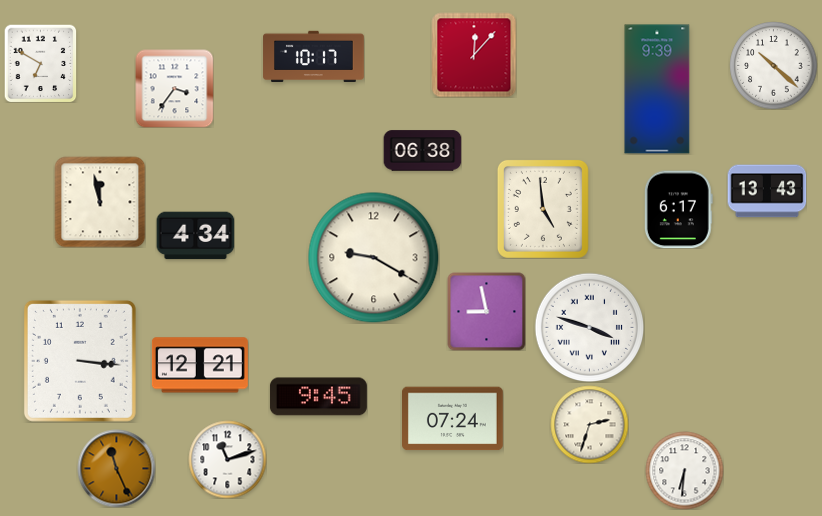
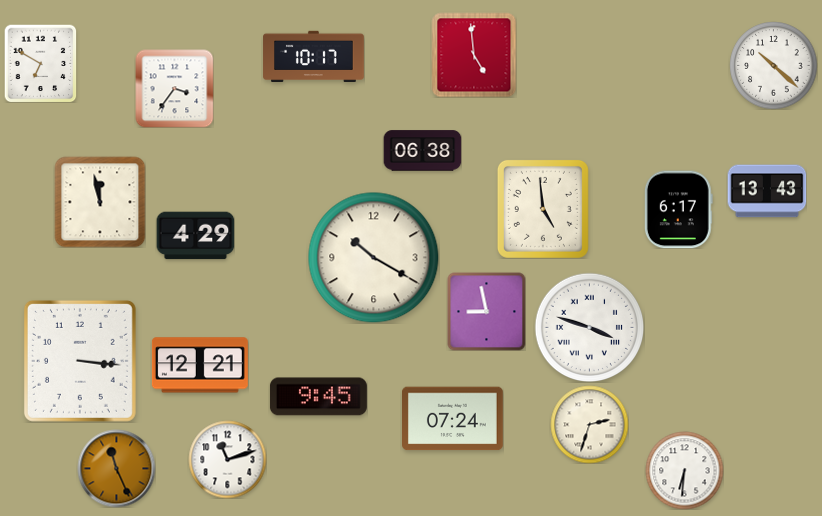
clock at (474, 55): 12:07 -> 4:59
clock at (657, 89): 9:39 -> none
clock at (195, 236): 4:34 -> 4:29
clock at (374, 258): 9:20 -> 10:20
